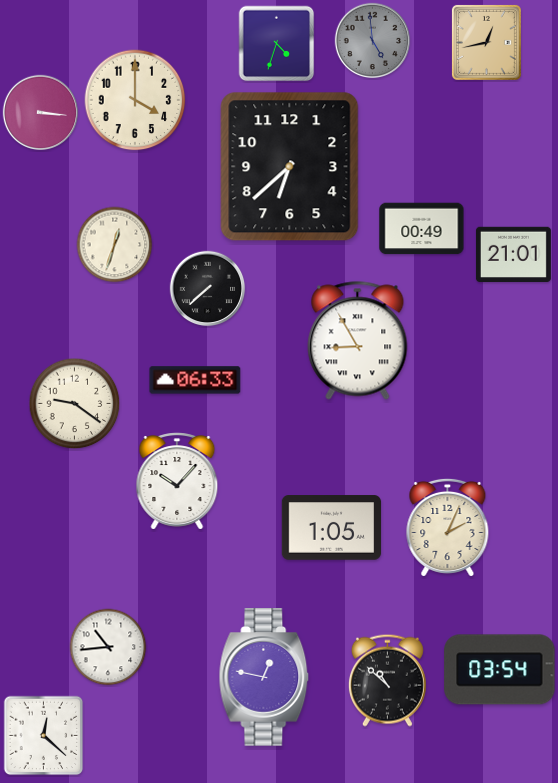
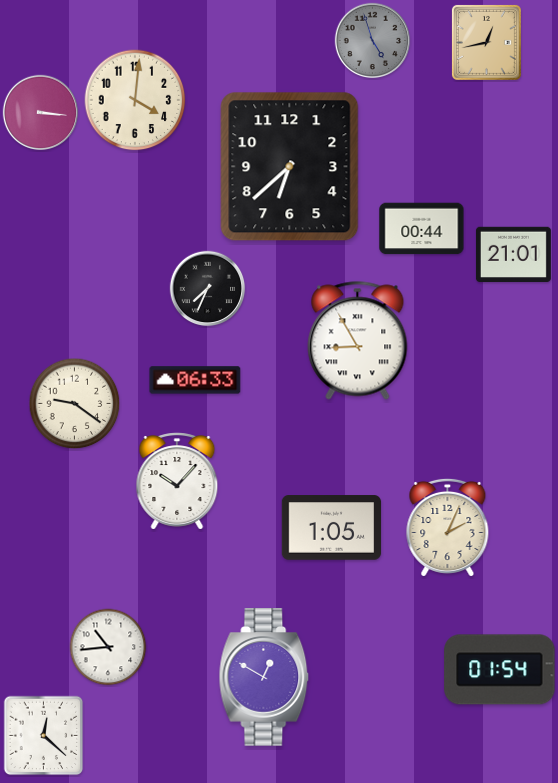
clock at (373, 41): 4:59 -> 4:57
clock at (277, 44): 4:33 -> none
clock at (135, 100): 4:00 -> 4:01
clock at (422, 229): 00:49 -> 00:44
clock at (115, 245): 12:33 -> none
clock at (208, 289): 7:38 -> 7:34
clock at (500, 670): 03:54 -> 01:54
clock at (264, 677): 12:47 -> 12:50
clock at (387, 680): 10:52 -> none
